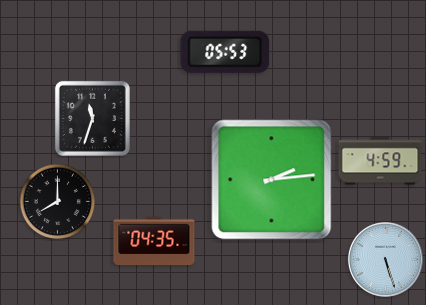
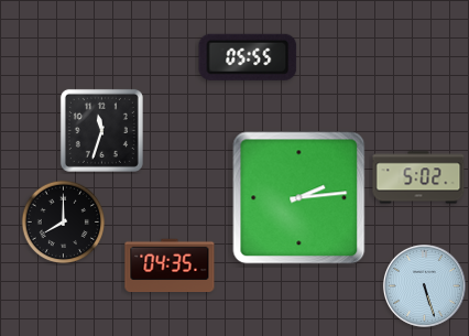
clock at (225, 52): 05:53 -> 05:55
clock at (380, 161): 4:59 -> 5:02
